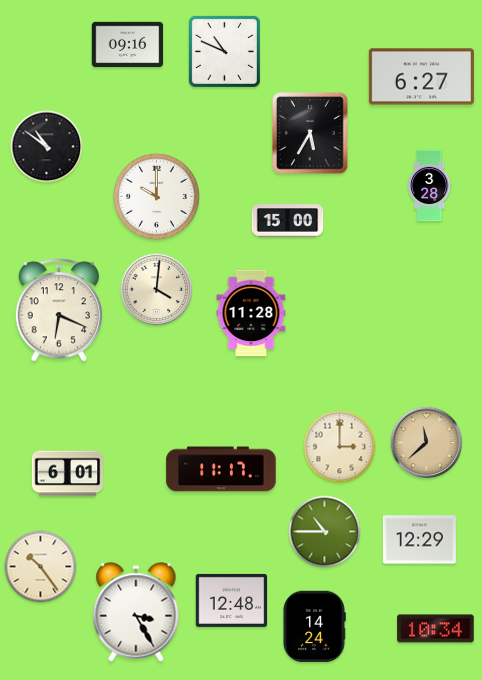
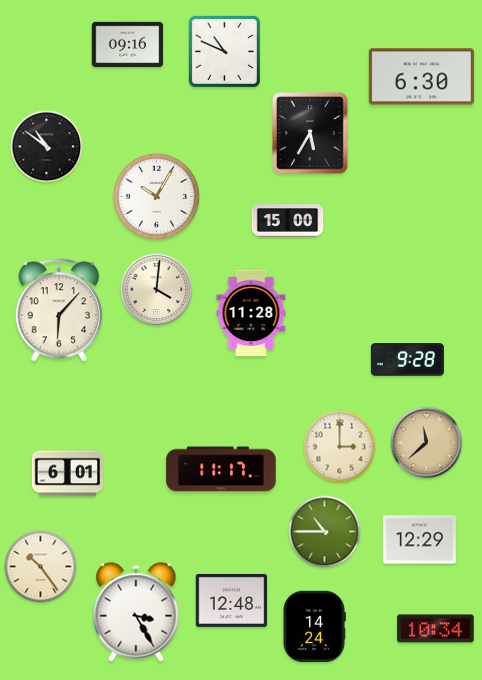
clock at (421, 77): 6:27 -> 6:30
clock at (430, 186): 3:28 -> none
clock at (156, 196): 10:00 -> 10:05
clock at (59, 310): 6:19 -> 6:07
clock at (407, 360): none -> 9:28
